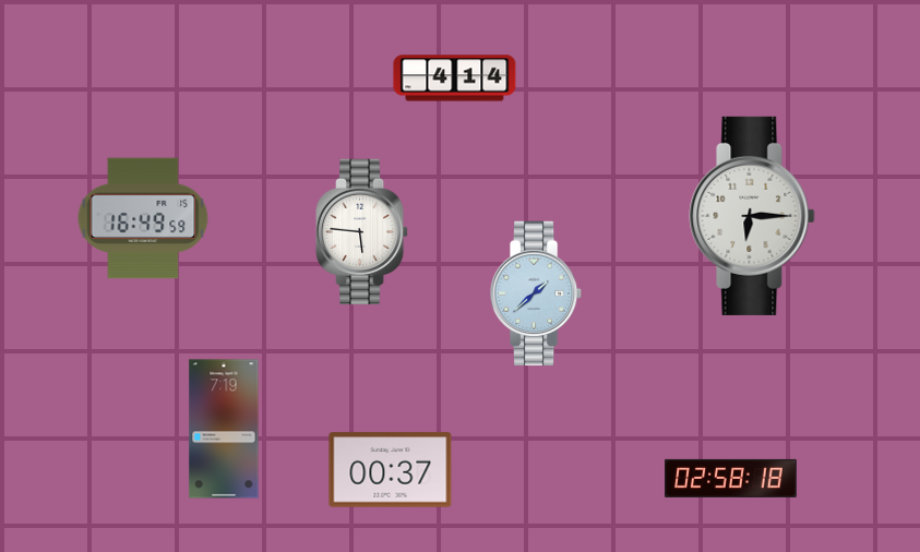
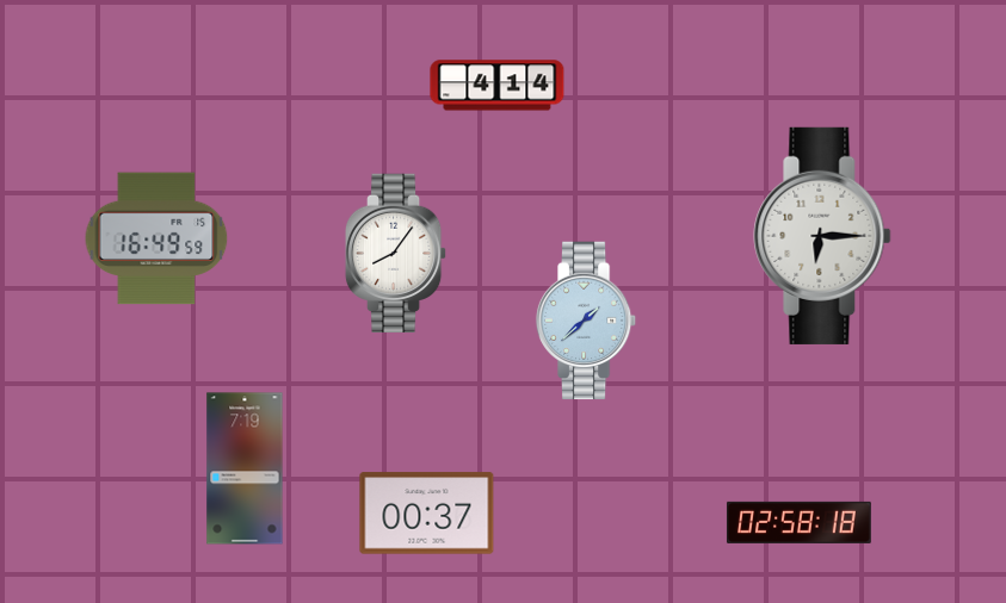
clock at (362, 231): 5:46 -> 8:06
